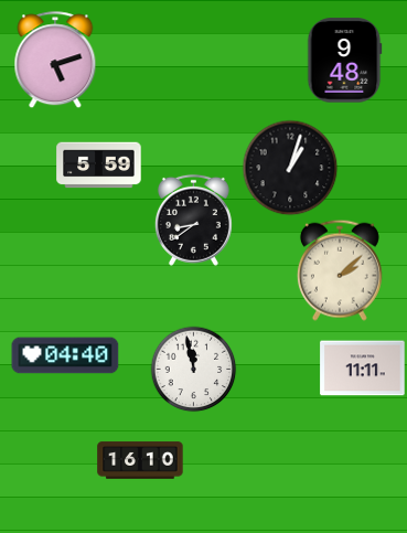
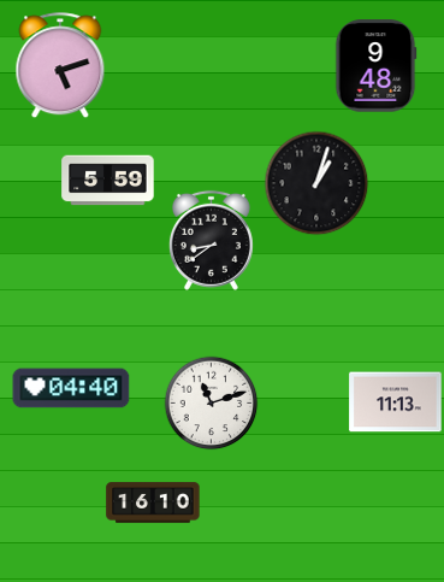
clock at (340, 270): 2:08 -> none
clock at (193, 369): 11:58 -> 11:12
clock at (363, 369): 11:11 -> 11:13
